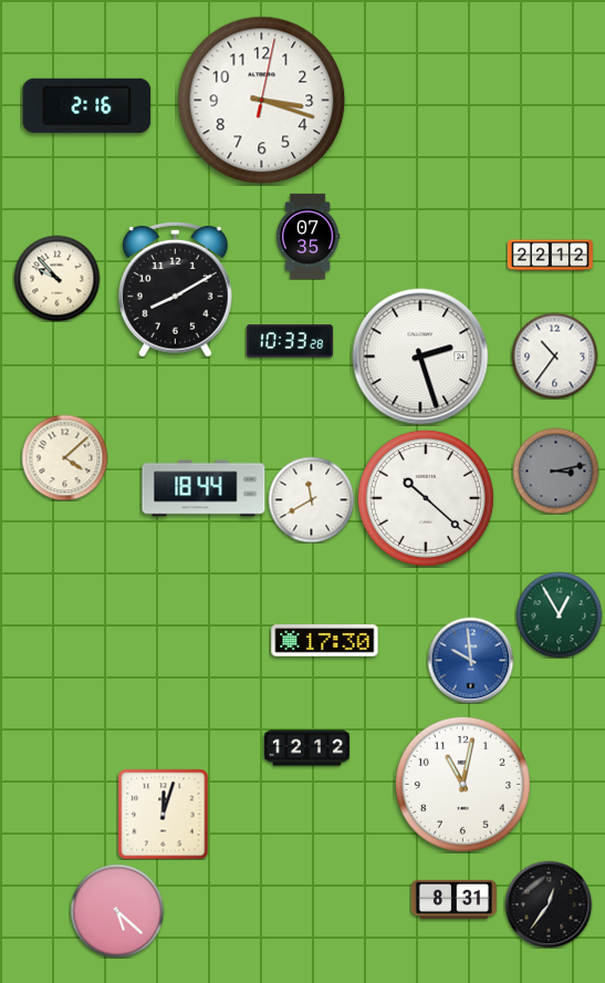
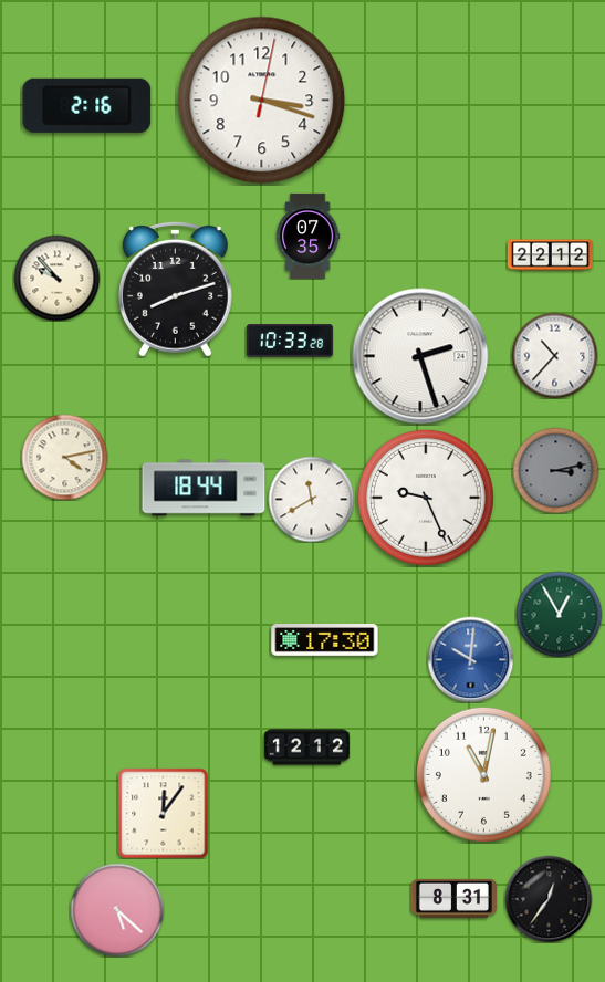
clock at (175, 289): 8:10 -> 8:12
clock at (554, 355): 10:36 -> 10:37
clock at (64, 457): 4:08 -> 4:13
clock at (426, 498): 10:22 -> 9:26
clock at (470, 660): 9:59 -> 10:01
clock at (462, 784) position: (462, 784) -> (483, 774)
clock at (163, 814): 12:03 -> 12:06
clock at (549, 904) position: (549, 904) -> (549, 899)
